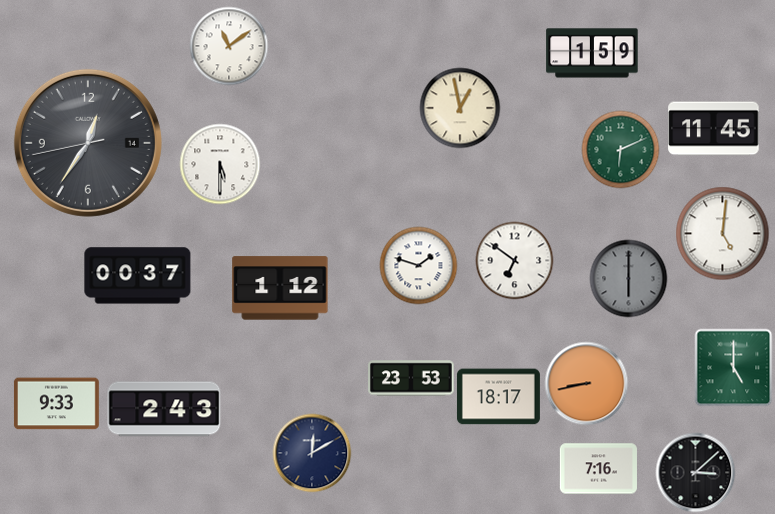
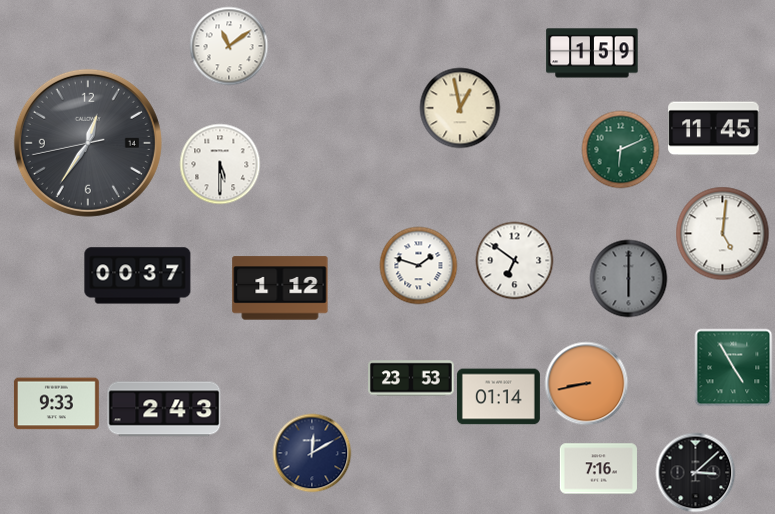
clock at (733, 367): 5:00 -> 4:55
clock at (498, 397): 18:17 -> 01:14
